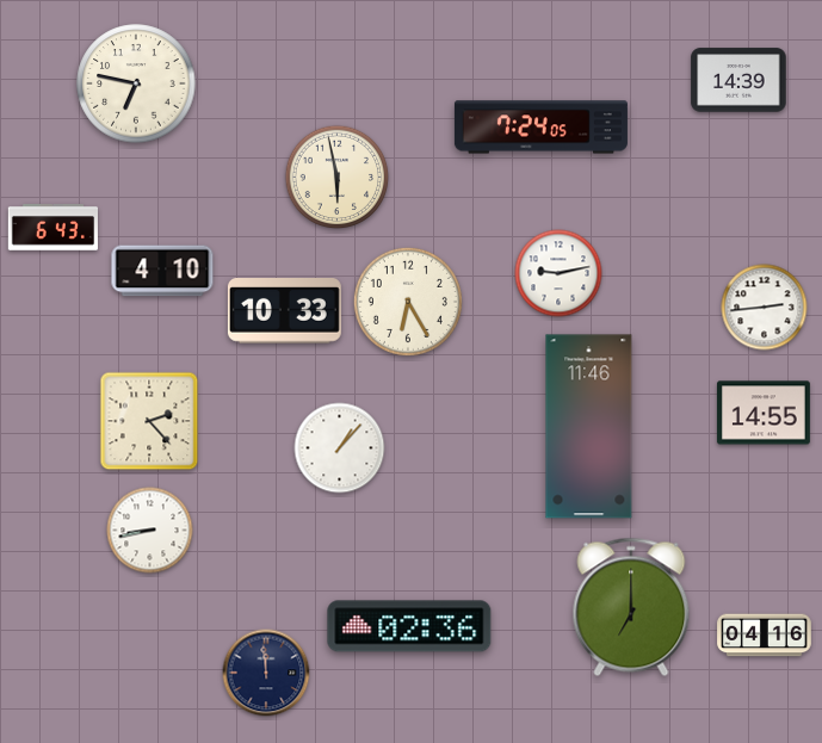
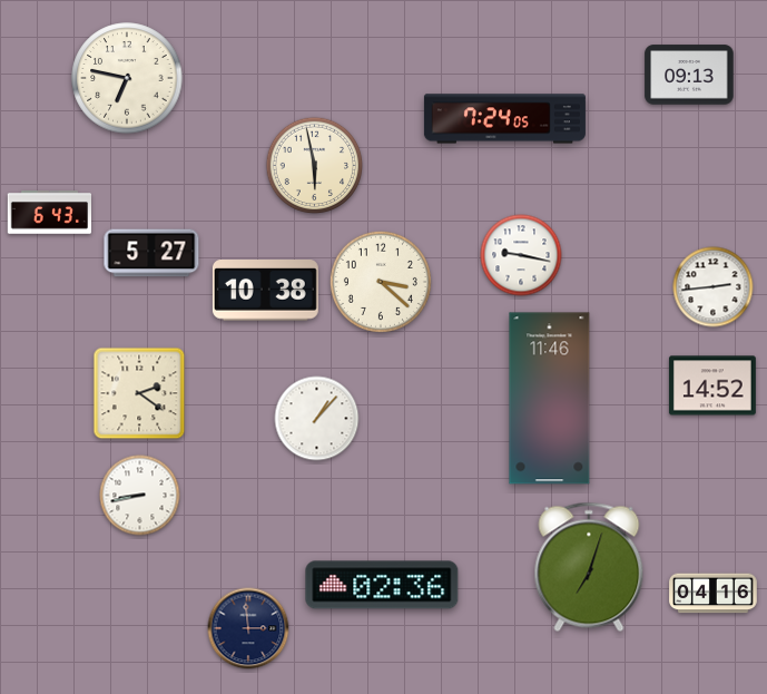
clock at (738, 80): 14:39 -> 09:13
clock at (162, 271): 4:10 -> 5:27
clock at (558, 273): 9:13 -> 9:17
clock at (408, 302): 6:25 -> 3:22
clock at (284, 311): 10:33 -> 10:38
clock at (764, 413): 14:55 -> 14:52
clock at (149, 421): 2:23 -> 2:21
clock at (631, 607): 7:00 -> 7:03
clock at (266, 673): 11:59 -> 2:59
